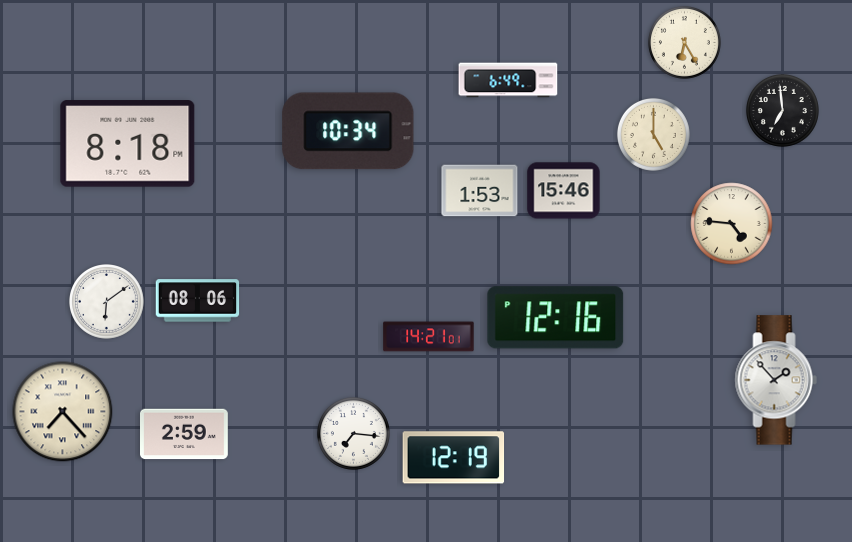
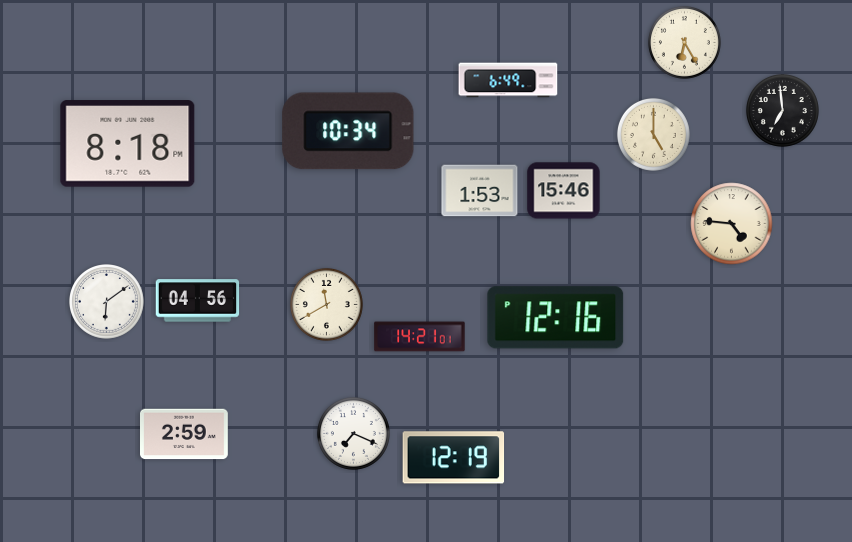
clock at (198, 301): 08:06 -> 04:56
clock at (326, 304): none -> 11:40
clock at (429, 337) position: (429, 337) -> (420, 337)
clock at (776, 380): 1:53 -> none
clock at (63, 412): 7:23 -> none
clock at (353, 433): 7:16 -> 7:19
